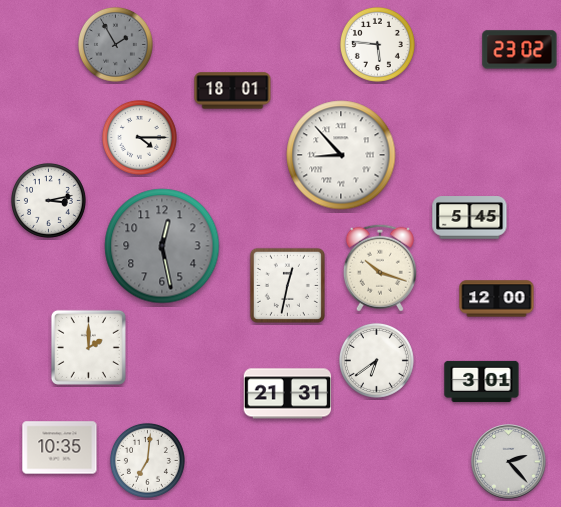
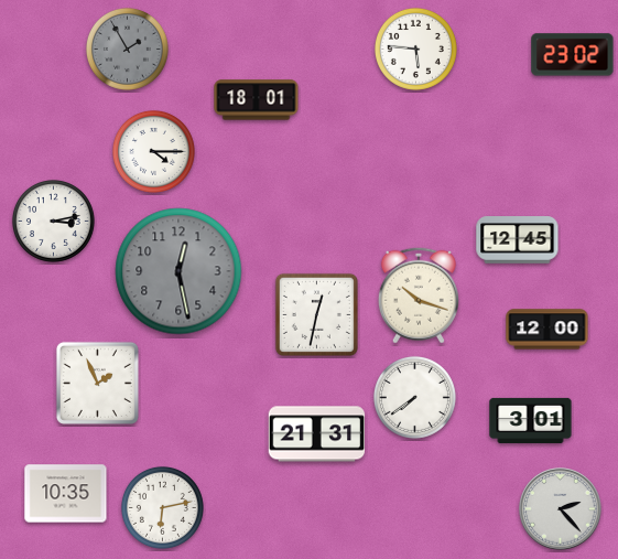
clock at (341, 155): 8:53 -> none
clock at (470, 218): 5:45 -> 12:45
clock at (88, 347): 2:00 -> 1:56
clock at (376, 360): 6:39 -> 7:39
clock at (147, 460): 7:01 -> 6:13
